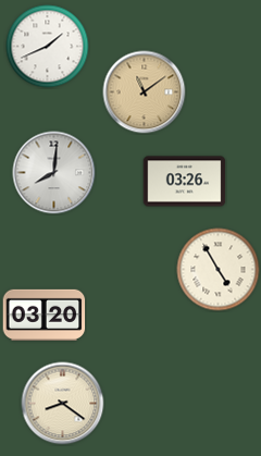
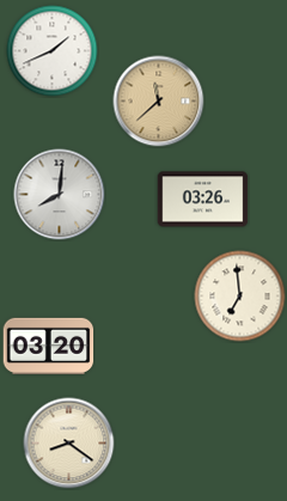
clock at (145, 93): 11:09 -> 11:38
clock at (54, 173) position: (54, 173) -> (60, 195)
clock at (219, 270): 4:55 -> 6:59
